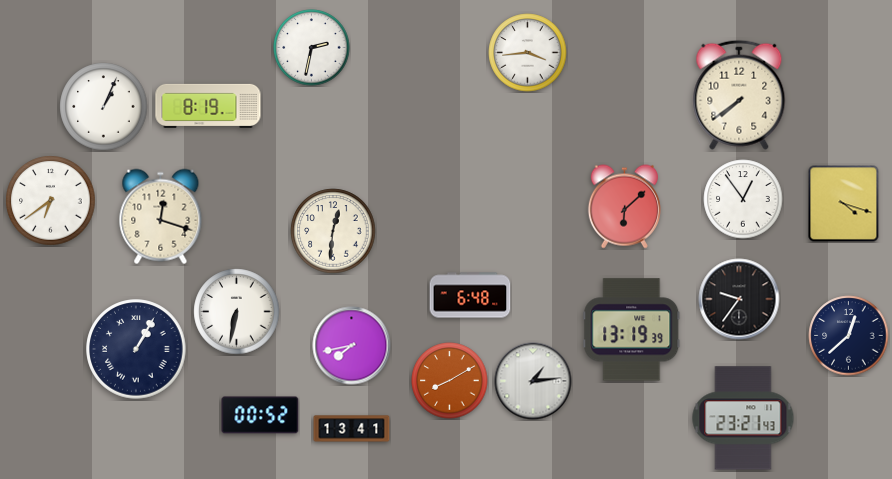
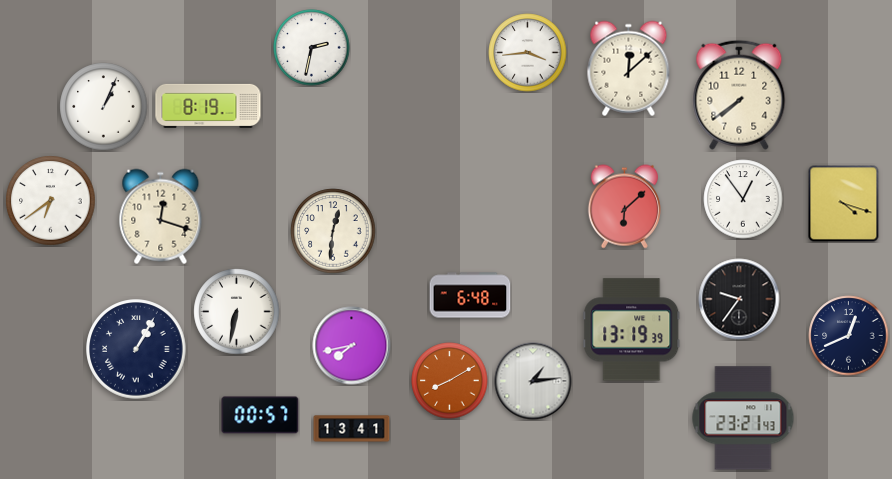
clock at (629, 69): none -> 12:08
clock at (849, 336): 12:38 -> 12:41
clock at (260, 415): 00:52 -> 00:57
